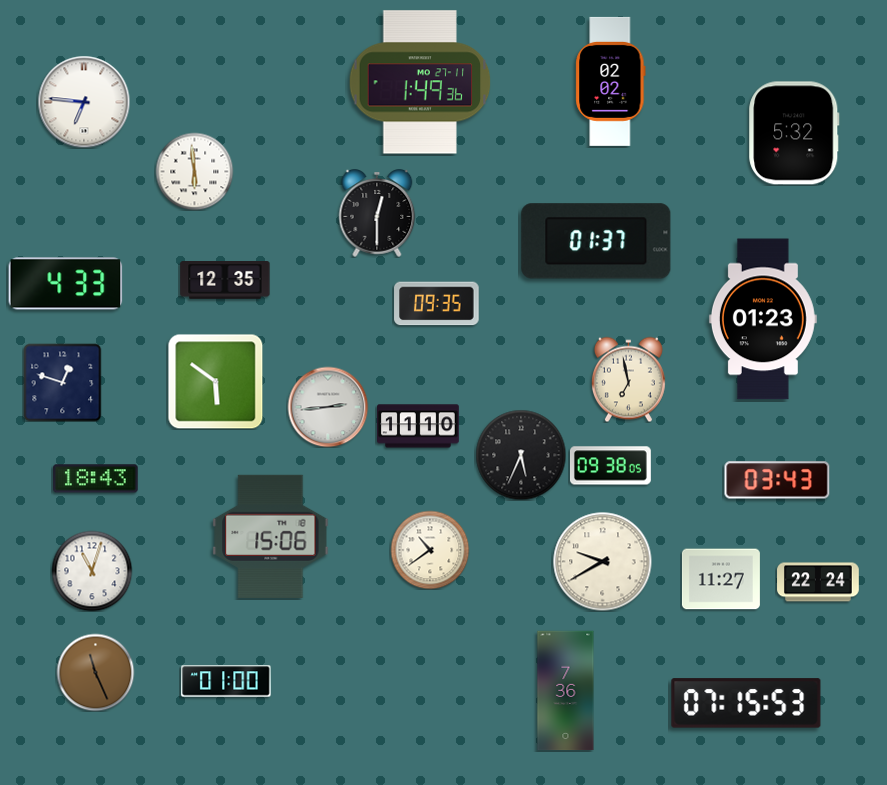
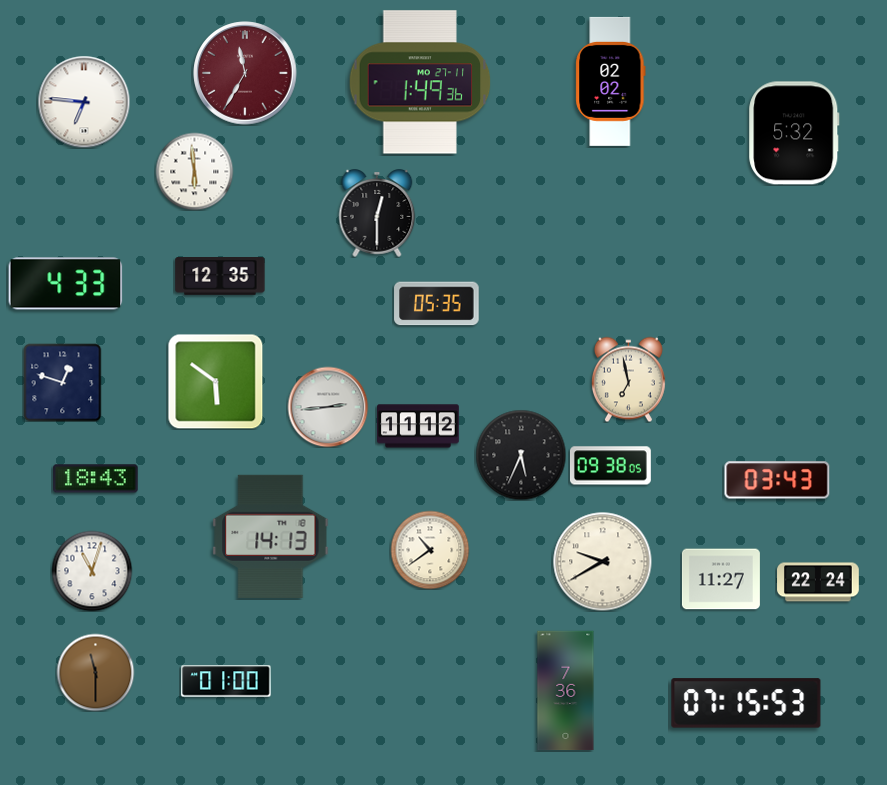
clock at (245, 73): none -> 11:35
clock at (596, 241): 01:37 -> none
clock at (225, 281) position: (225, 281) -> (220, 277)
clock at (437, 304): 09:35 -> 05:35
clock at (763, 319): 01:23 -> none
clock at (418, 426): 11:10 -> 11:12
clock at (271, 536): 15:06 -> 14:13
clock at (95, 672): 11:26 -> 11:30
